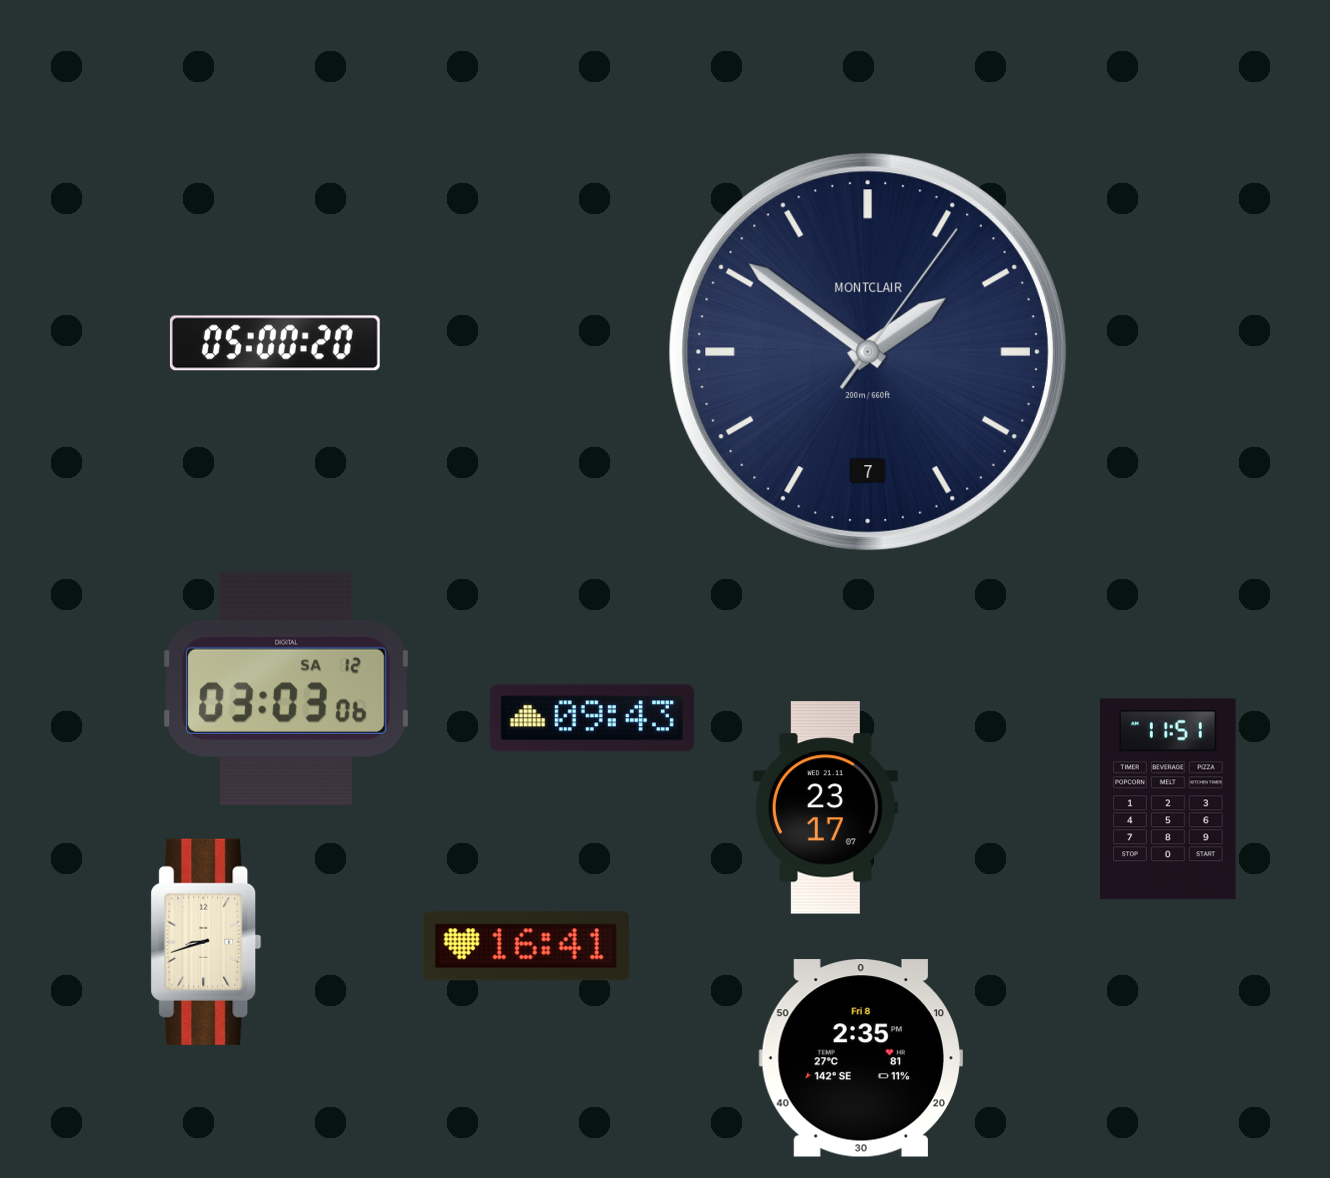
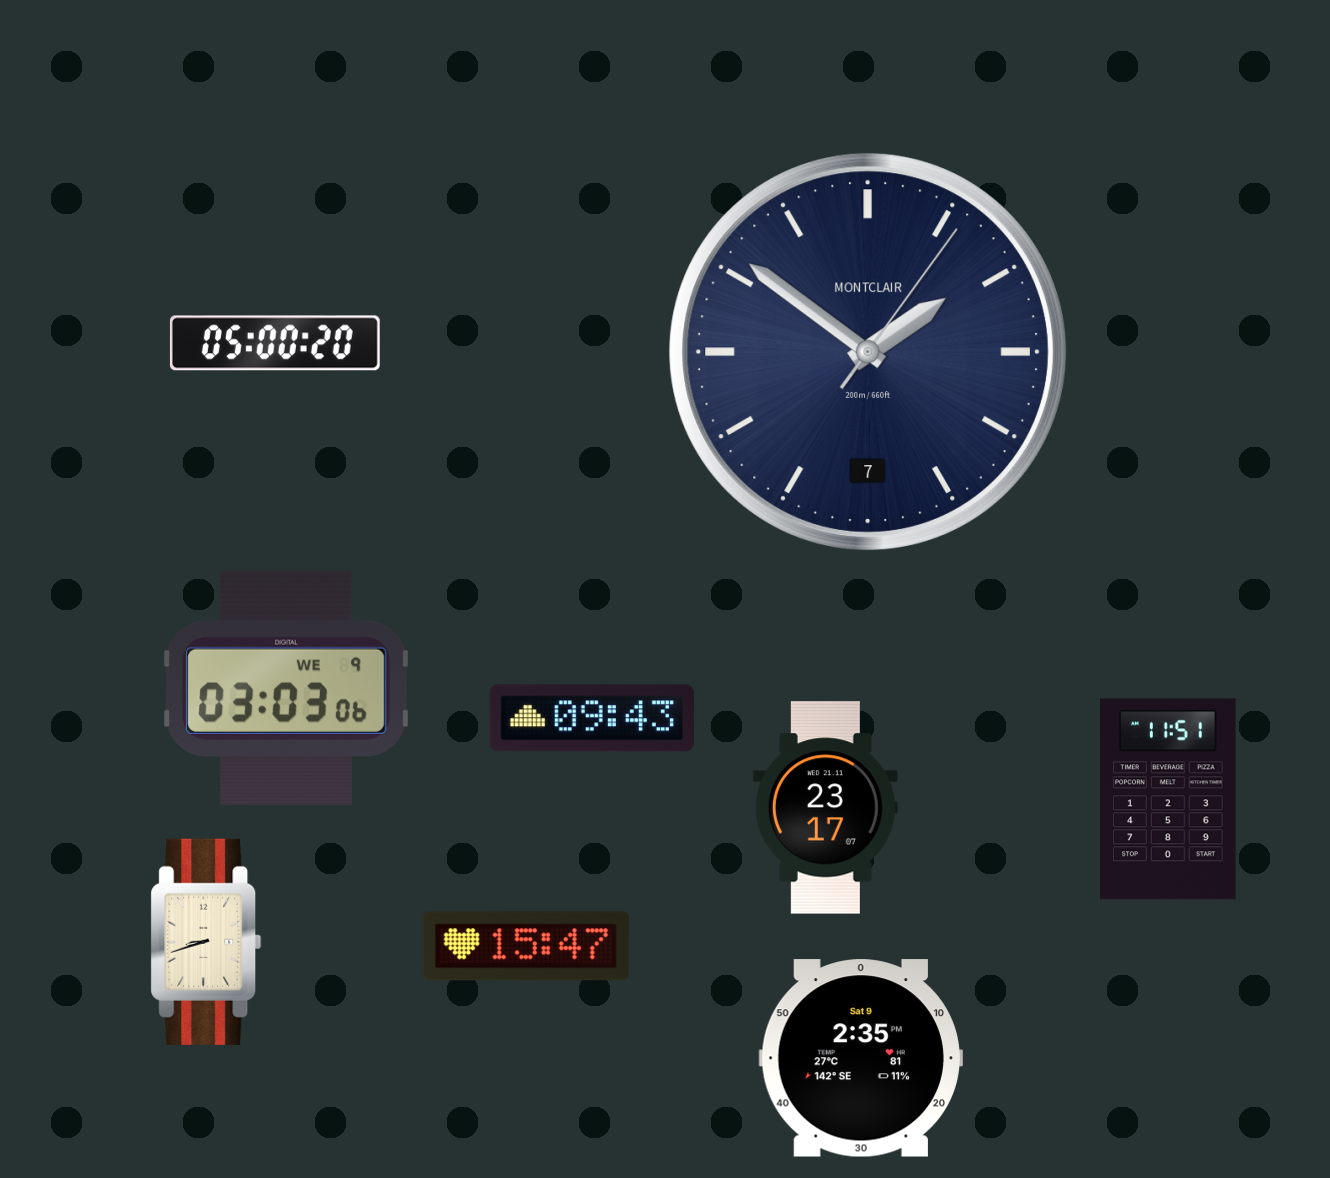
clock at (286, 688) date: SA 12 -> WE 9
clock at (526, 946): 16:41 -> 15:47
clock at (861, 1058) date: Fri 8 -> Sat 9
